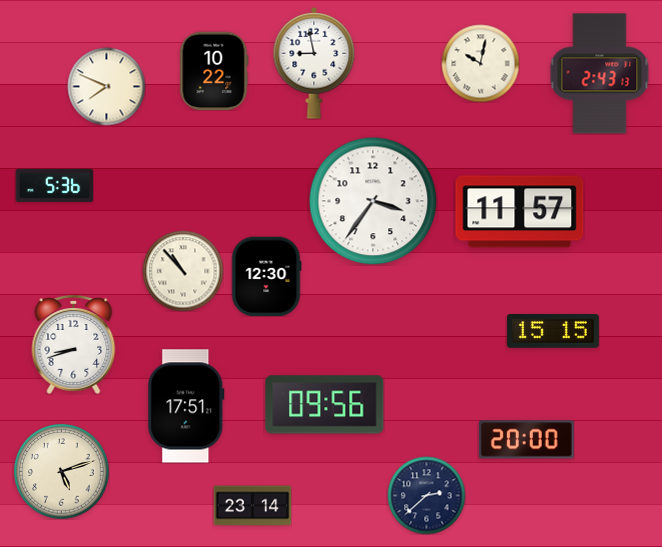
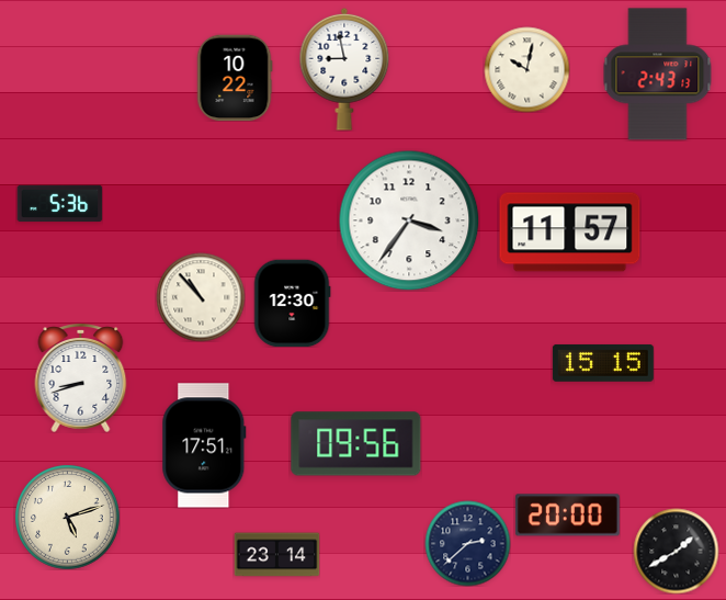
clock at (600, 74) position: (600, 74) -> (658, 75)
clock at (106, 86): 7:49 -> none
clock at (553, 331) position: (553, 331) -> (603, 363)
clock at (526, 440) position: (526, 440) -> (567, 516)
clock at (676, 551): none -> 1:40
